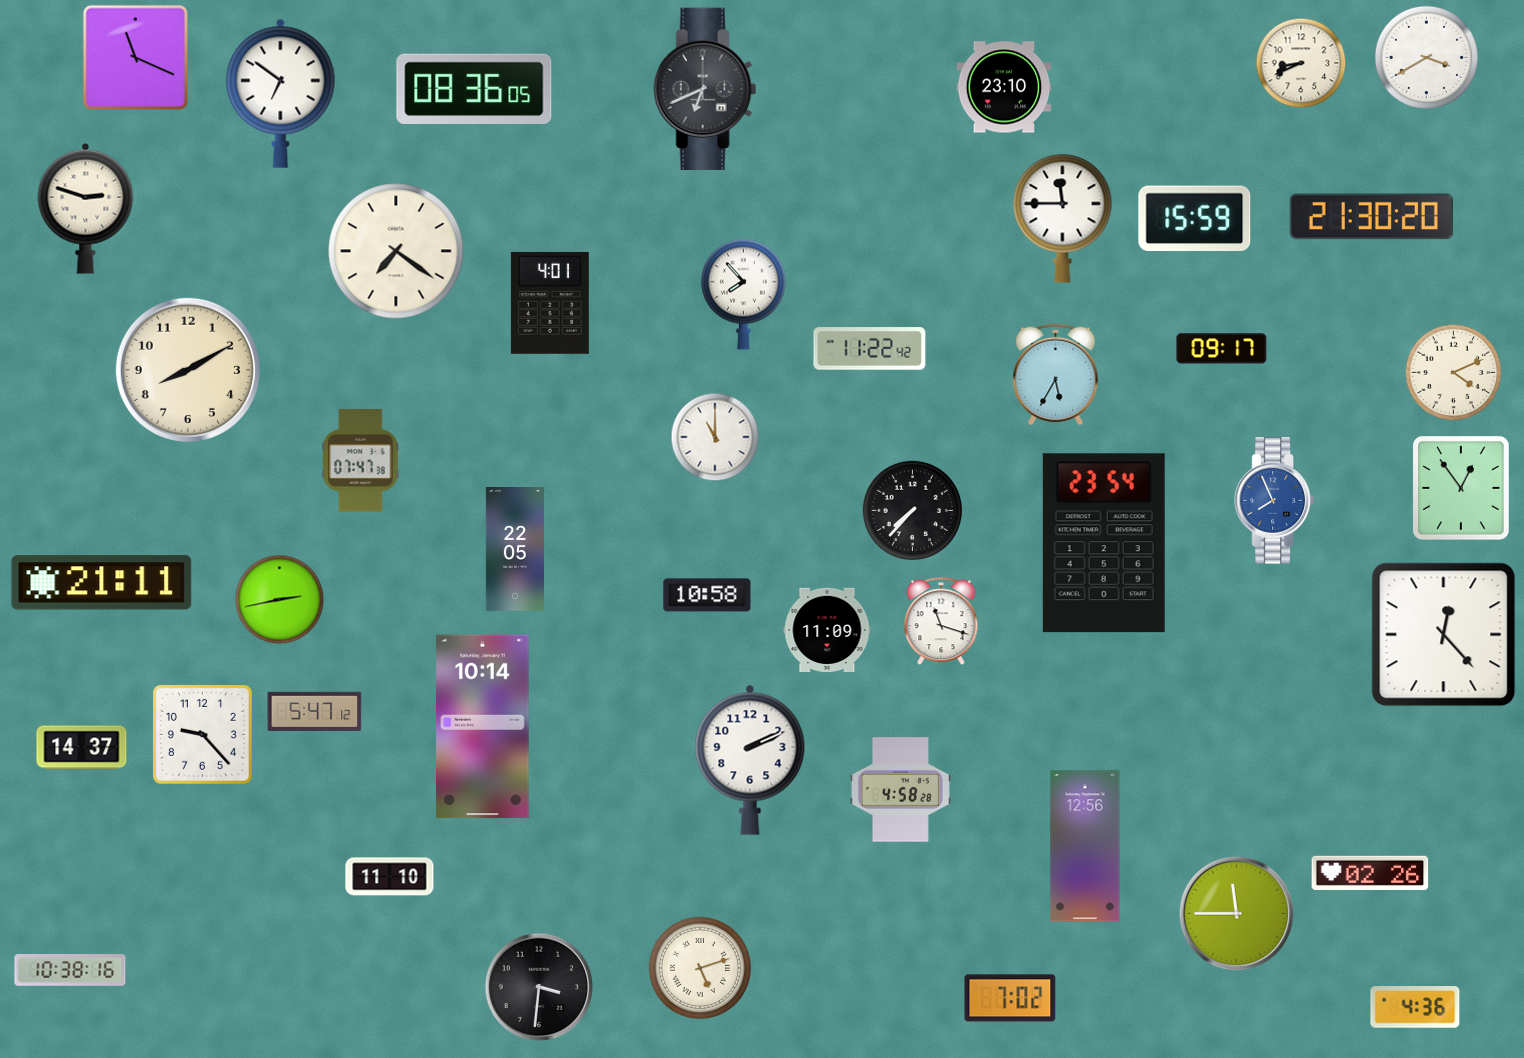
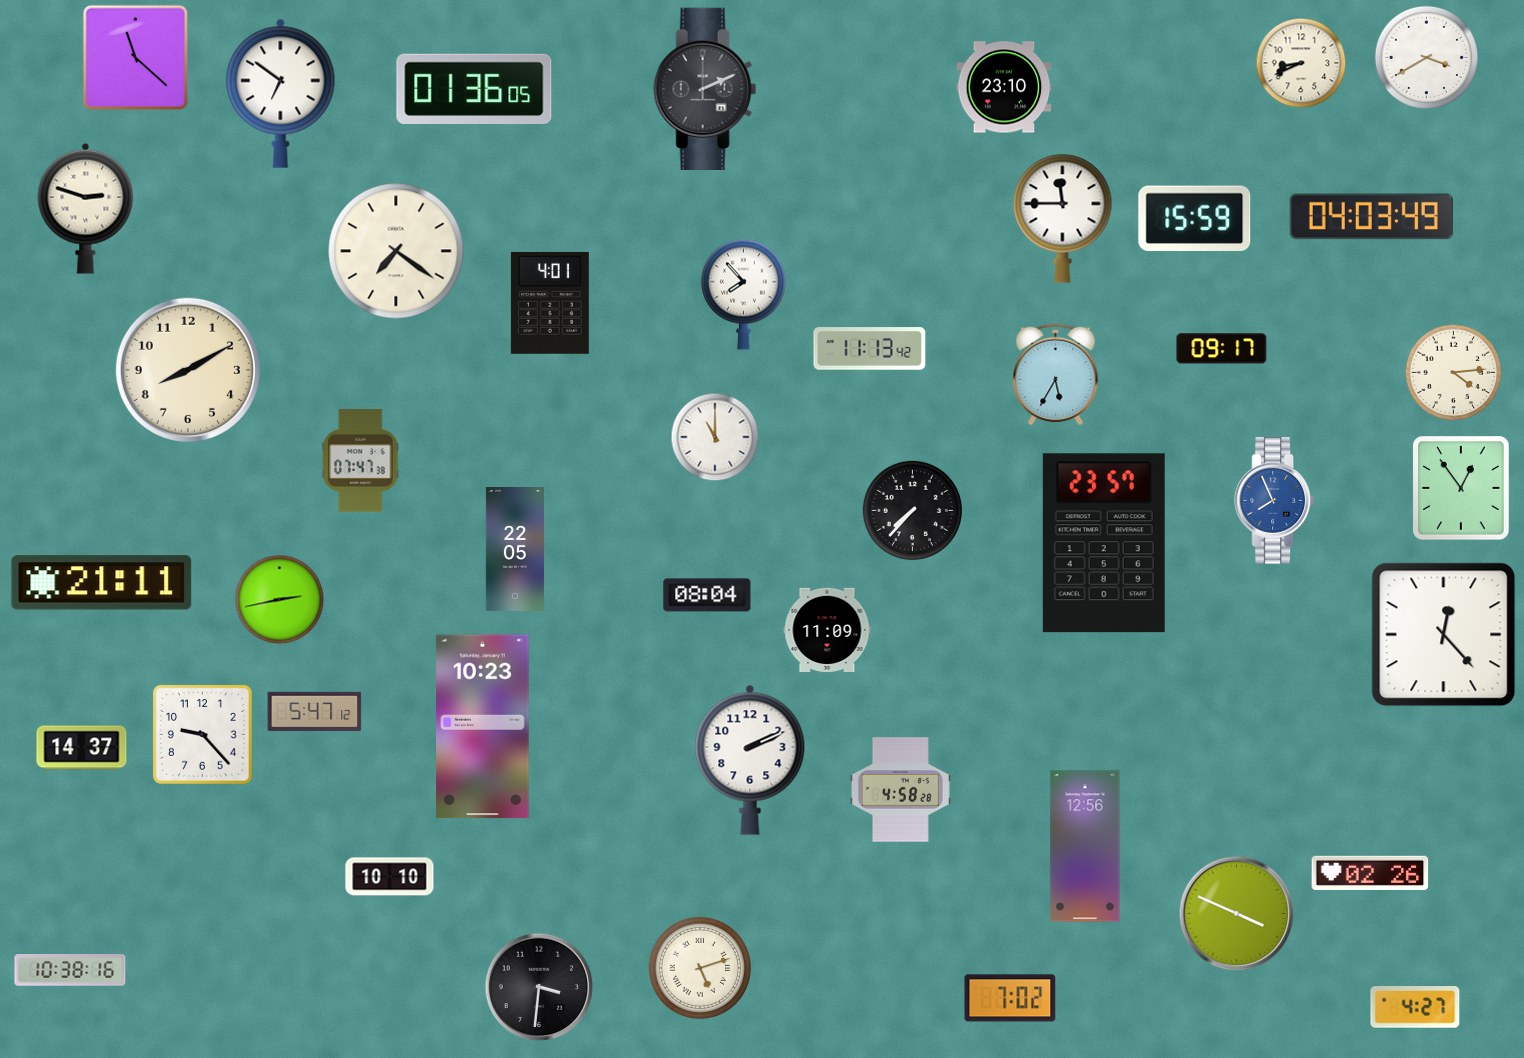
clock at (135, 57): 11:19 -> 11:22
clock at (474, 88): 08:36 -> 01:36
clock at (705, 88): 6:41 -> 2:11
clock at (1371, 217): 21:30 -> 04:03
clock at (870, 349): 11:22 -> 11:13
clock at (1454, 373): 4:11 -> 4:14
clock at (1104, 543): 23:54 -> 23:57
clock at (707, 595): 10:58 -> 08:04
clock at (941, 622): 11:18 -> none
clock at (483, 727): 10:14 -> 10:23
clock at (390, 877): 11:10 -> 10:10
clock at (1237, 914): 11:45 -> 3:49
clock at (1415, 1007): 4:36 -> 4:27
